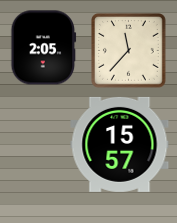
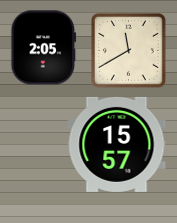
clock at (129, 51): 11:37 -> 11:40
clock at (120, 144) position: (120, 144) -> (117, 144)
